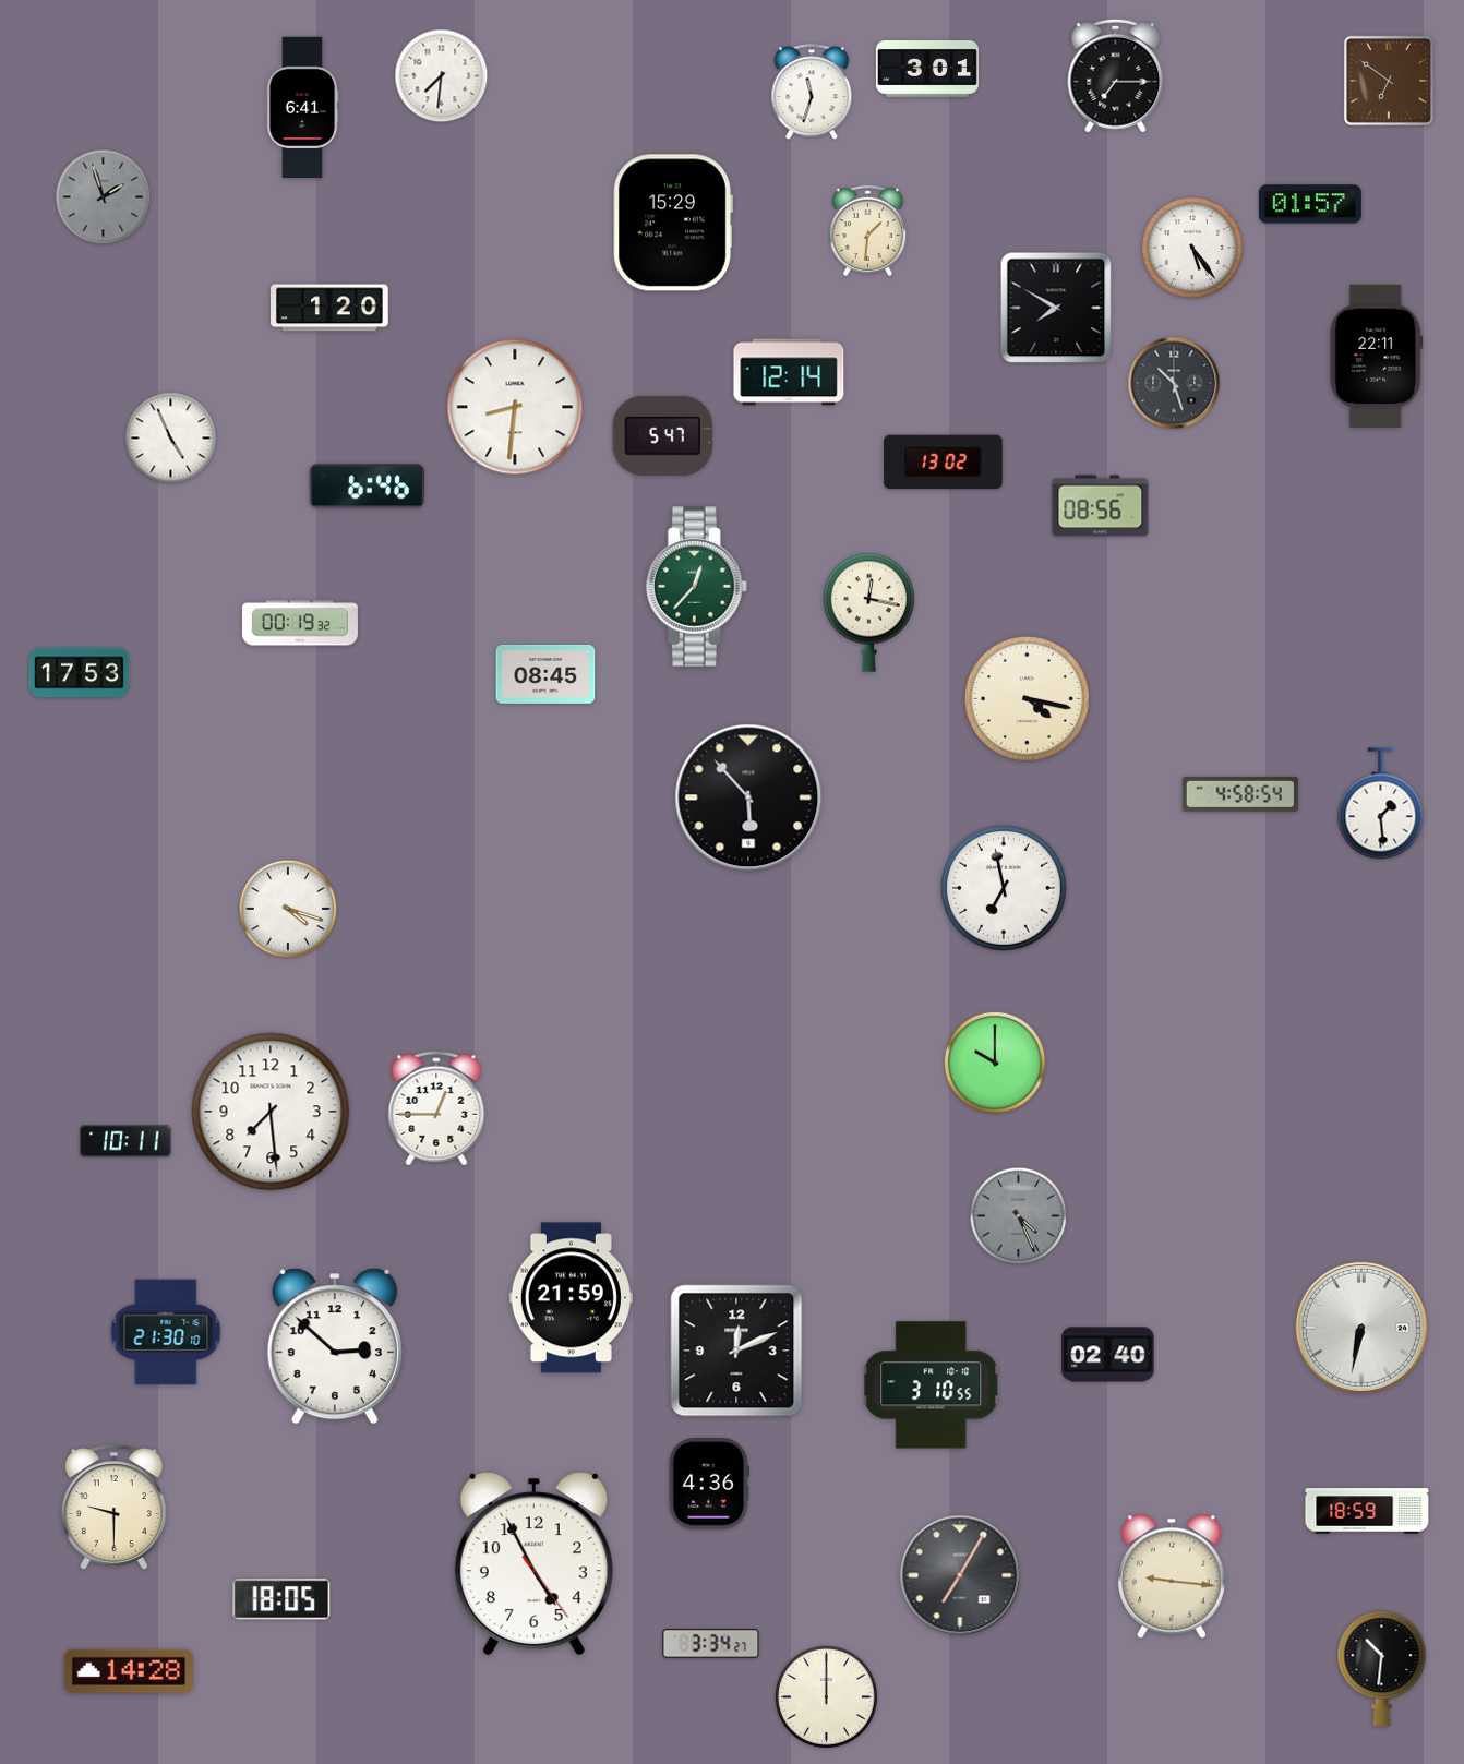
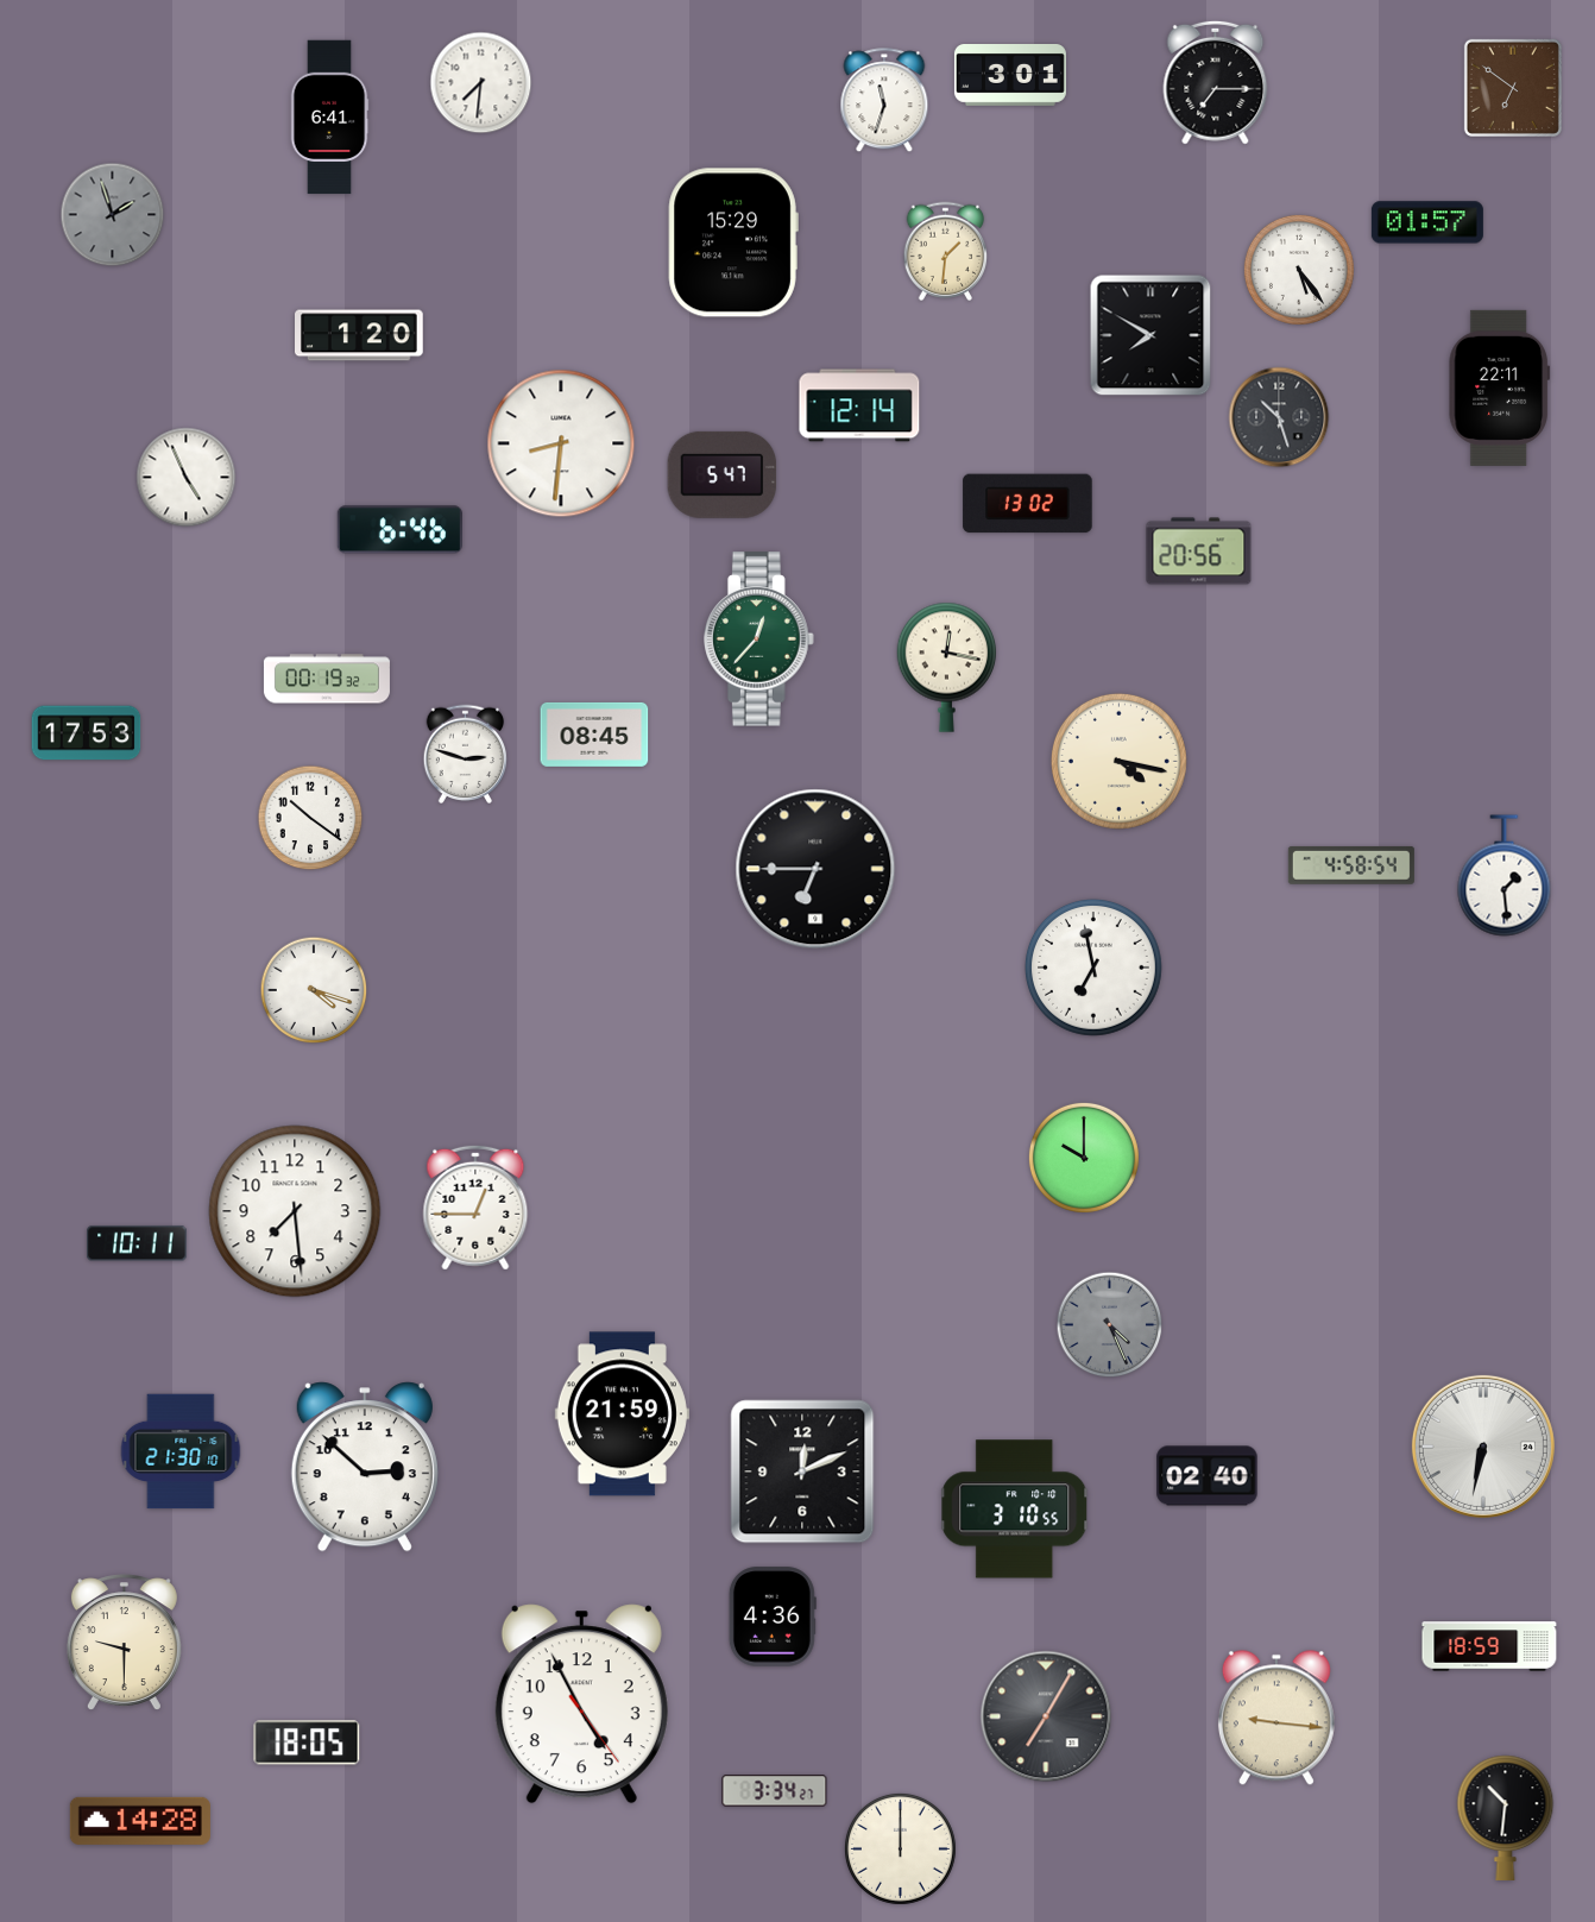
clock at (1101, 506): 08:56 -> 20:56
clock at (466, 754): none -> 2:48
clock at (310, 818): none -> 10:21
clock at (748, 797): 5:53 -> 6:45
